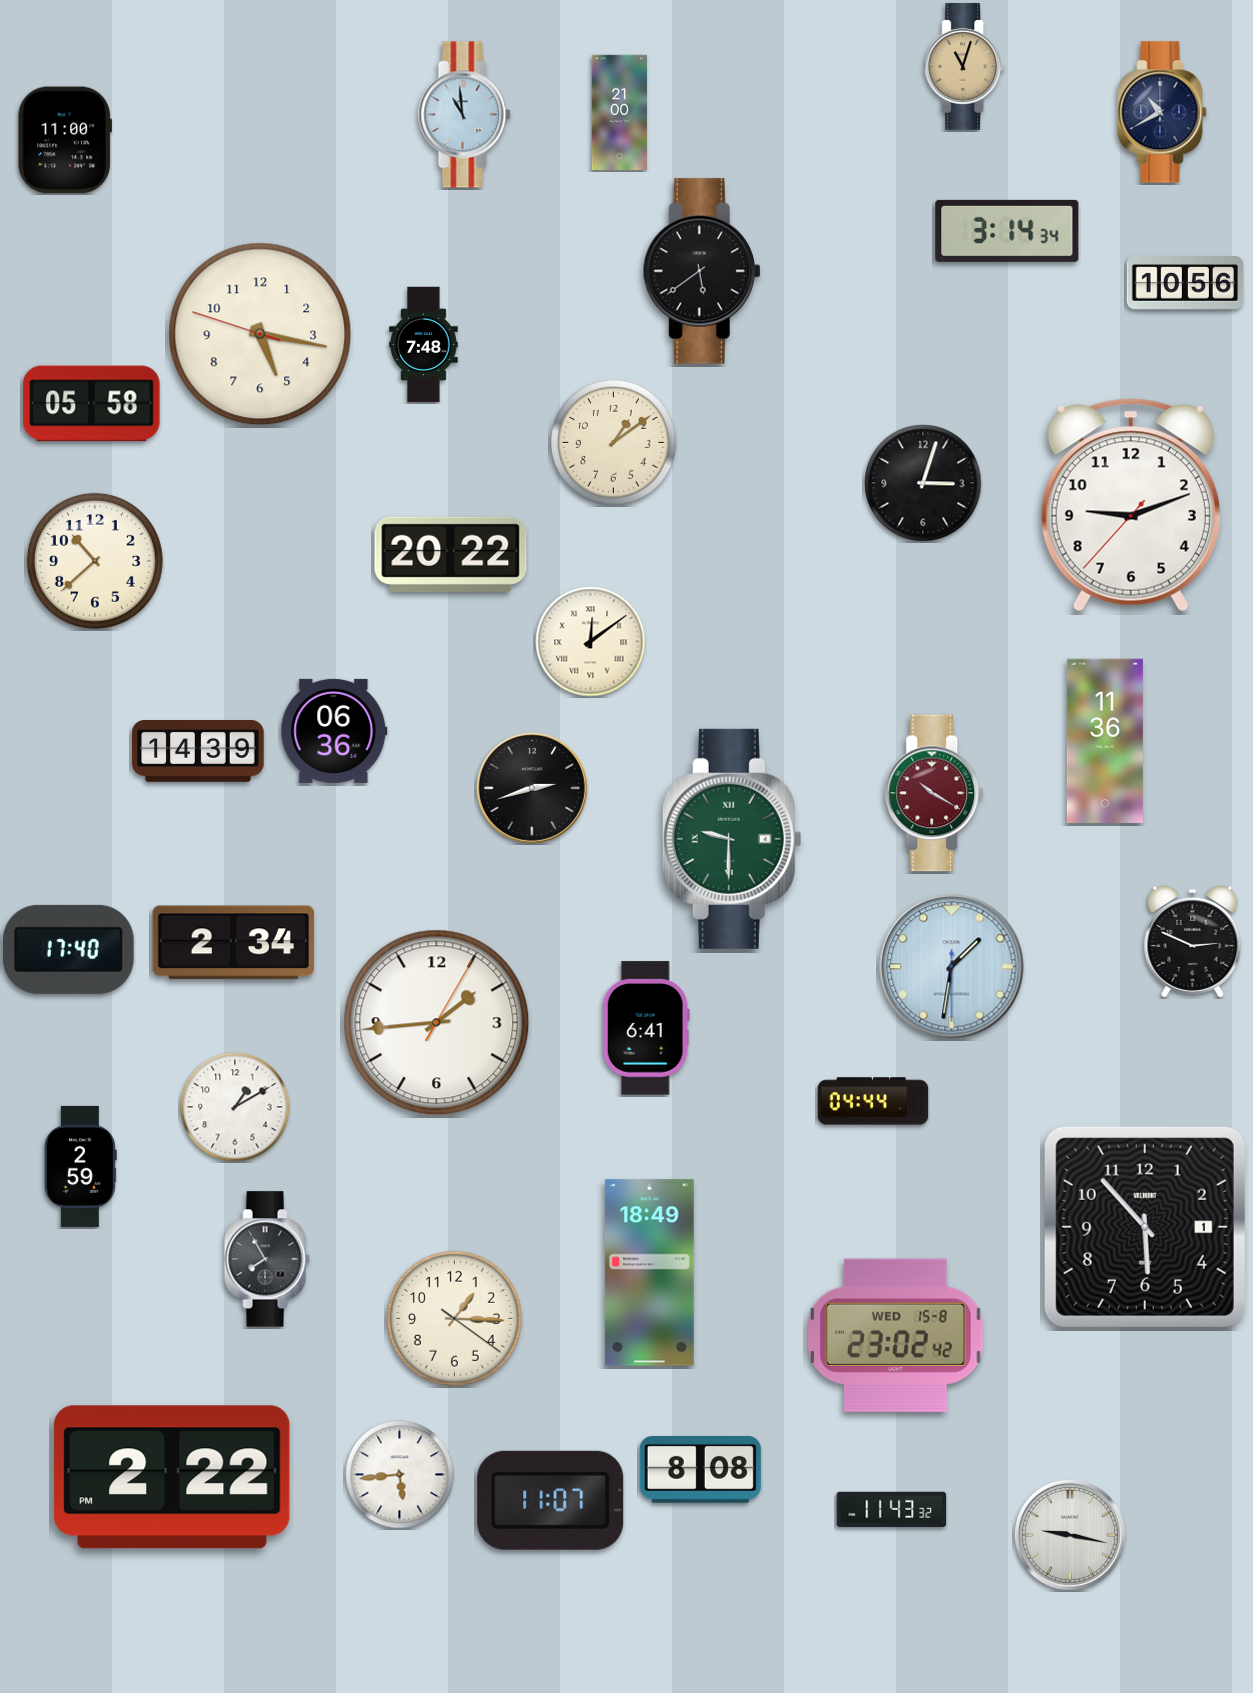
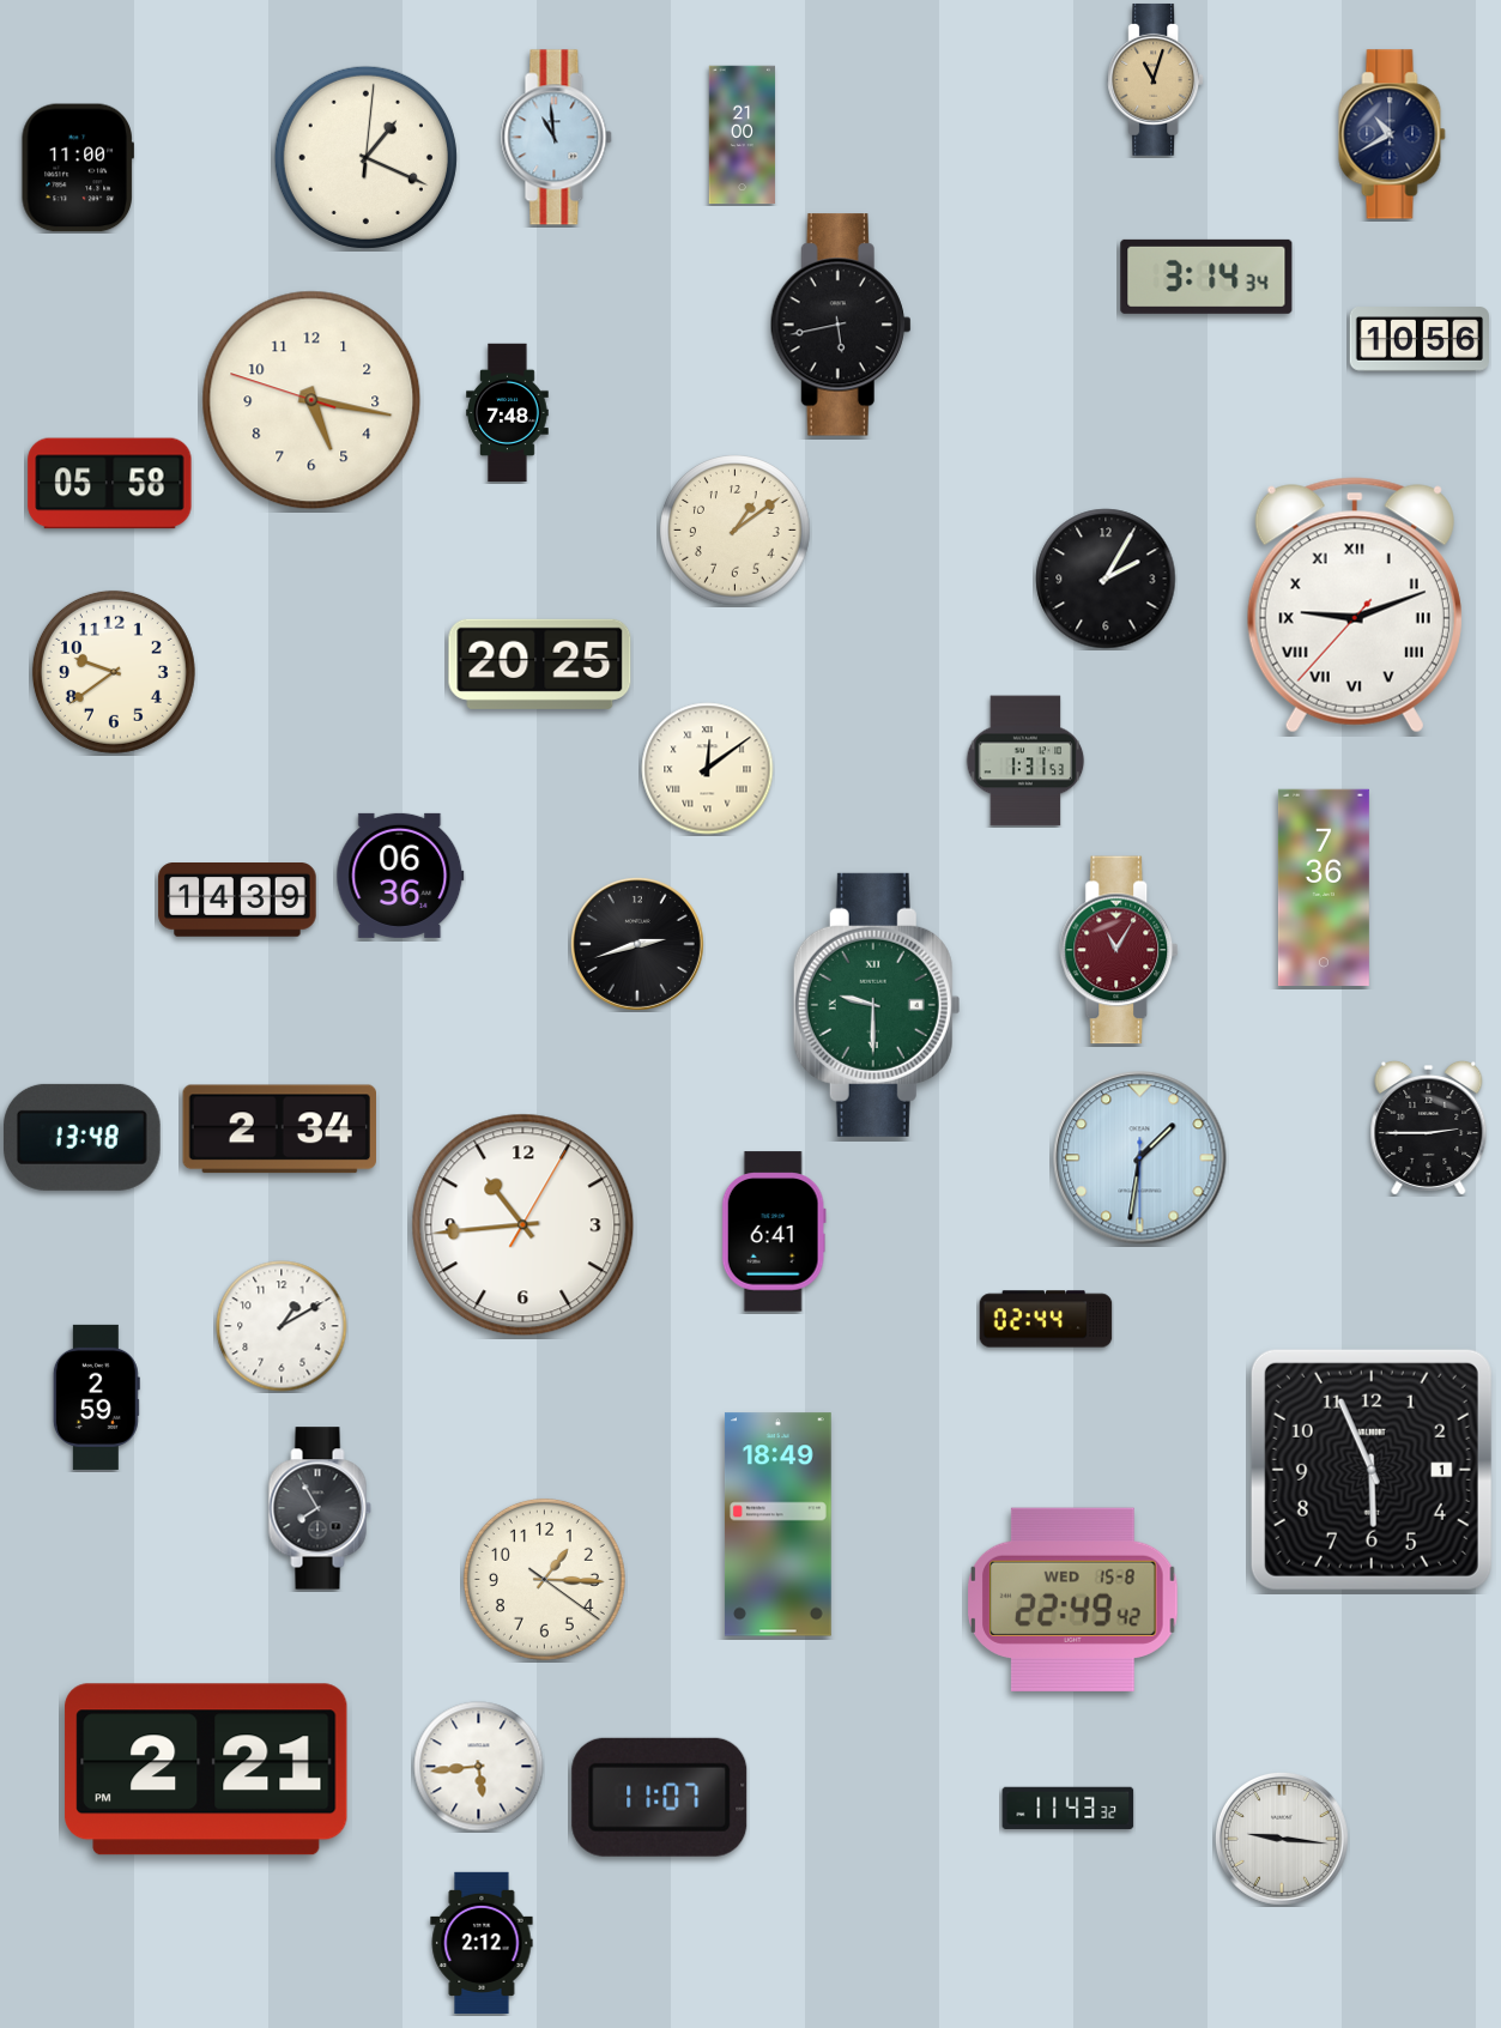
clock at (365, 157): none -> 1:19
clock at (702, 271): 5:39 -> 5:43
clock at (923, 483): 3:03 -> 2:05
clock at (1131, 505) numerals: Arabic -> Roman
clock at (451, 554): 20:22 -> 20:25
clock at (95, 561): 10:38 -> 9:39
clock at (1025, 761): none -> 1:31
clock at (1105, 740): 11:36 -> 7:36
clock at (935, 793): 10:20 -> 11:05
clock at (1193, 941): 2:49 -> 2:45
clock at (69, 949): 17:40 -> 13:48
clock at (437, 1023): 1:44 -> 10:44
clock at (873, 1101): 04:44 -> 02:44
clock at (1145, 1227): 5:53 -> 5:56
clock at (896, 1335): 23:02 -> 22:49
clock at (700, 1469): 8:08 -> none
clock at (172, 1477): 2:22 -> 2:21
clock at (1070, 1535): 9:17 -> 9:16
clock at (482, 1942): none -> 2:12
